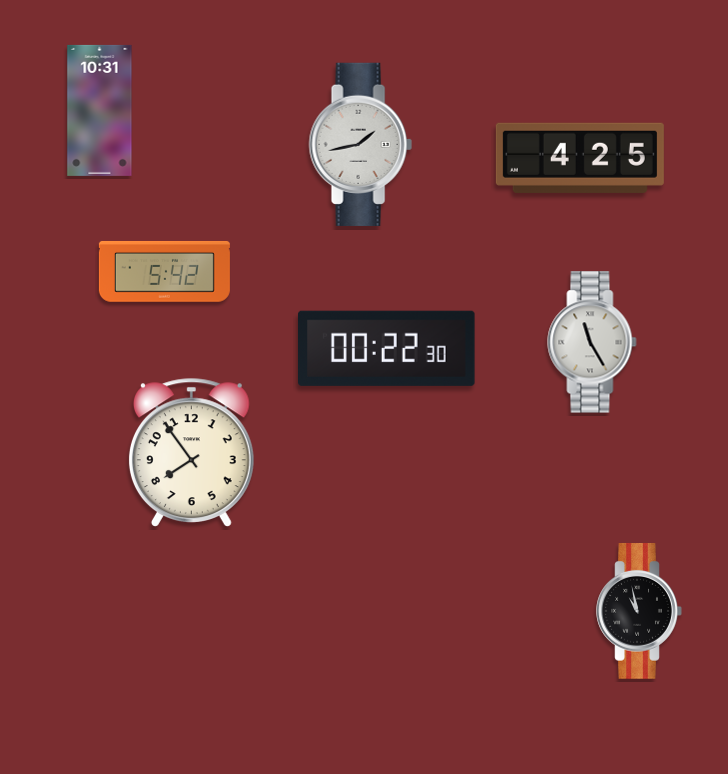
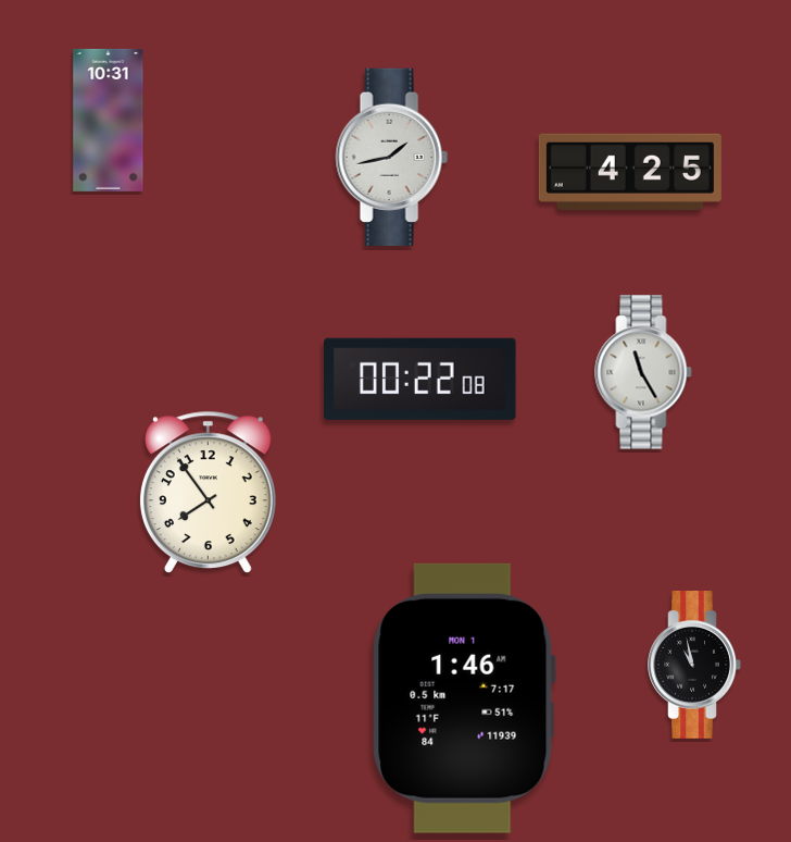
clock at (164, 272): 5:42 -> none
clock at (387, 348): 00:22:30 -> 00:22:08
clock at (464, 698): none -> 1:46
